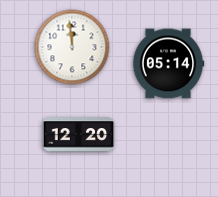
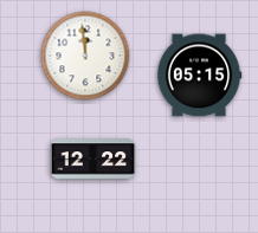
clock at (168, 64): 05:14 -> 05:15
clock at (79, 135): 12:20 -> 12:22
